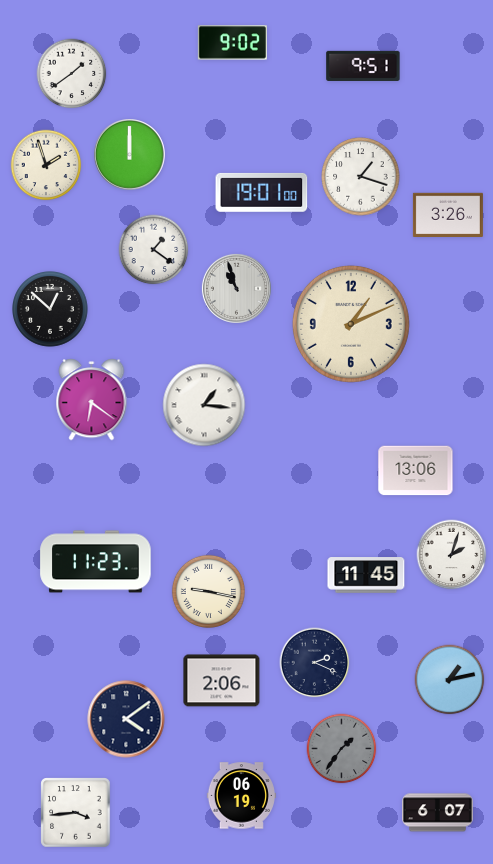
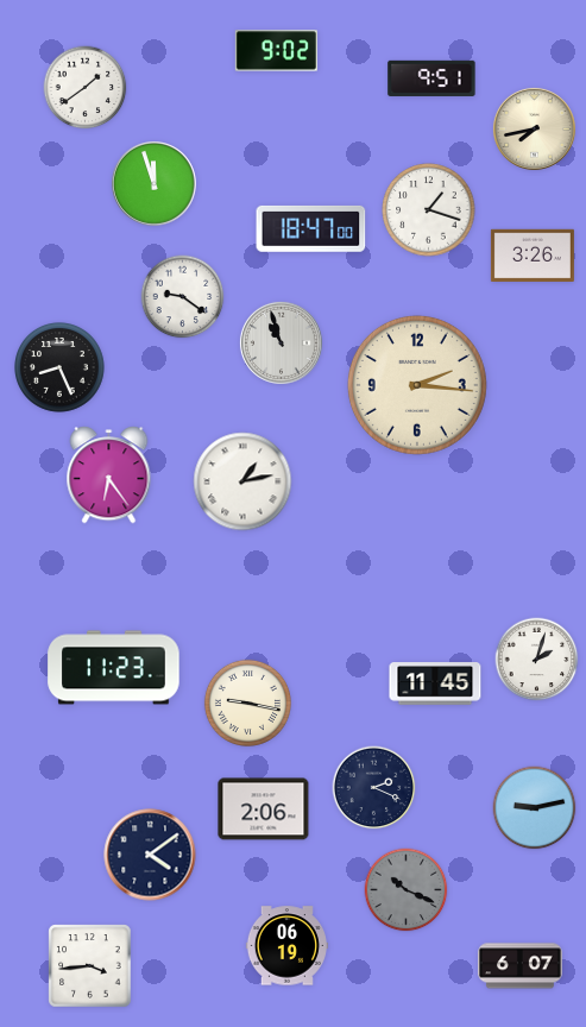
clock at (534, 128): none -> 7:43
clock at (130, 155): 12:00 -> 11:57
clock at (46, 165): 1:57 -> none
clock at (262, 192): 19:01 -> 18:47
clock at (154, 250): 1:21 -> 9:21
clock at (51, 310): 12:52 -> 8:26
clock at (351, 324): 1:11 -> 2:16
clock at (92, 400): 6:21 -> 6:24
clock at (204, 405): 1:16 -> 1:13
clock at (416, 471): 13:06 -> none
clock at (450, 680): 1:13 -> 9:13
clock at (342, 749): 1:36 -> 10:19
